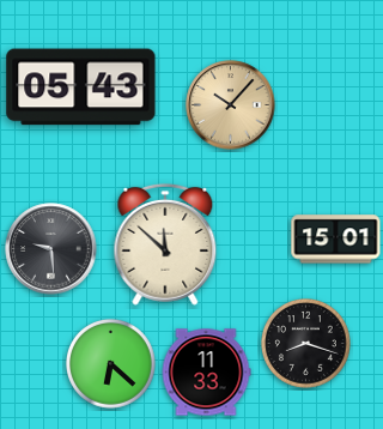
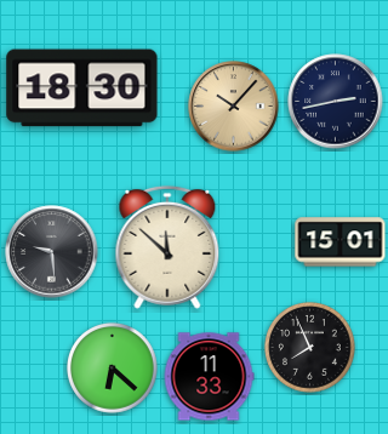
clock at (81, 87): 05:43 -> 18:30
clock at (336, 102): none -> 2:43
clock at (306, 344): 8:18 -> 7:56
